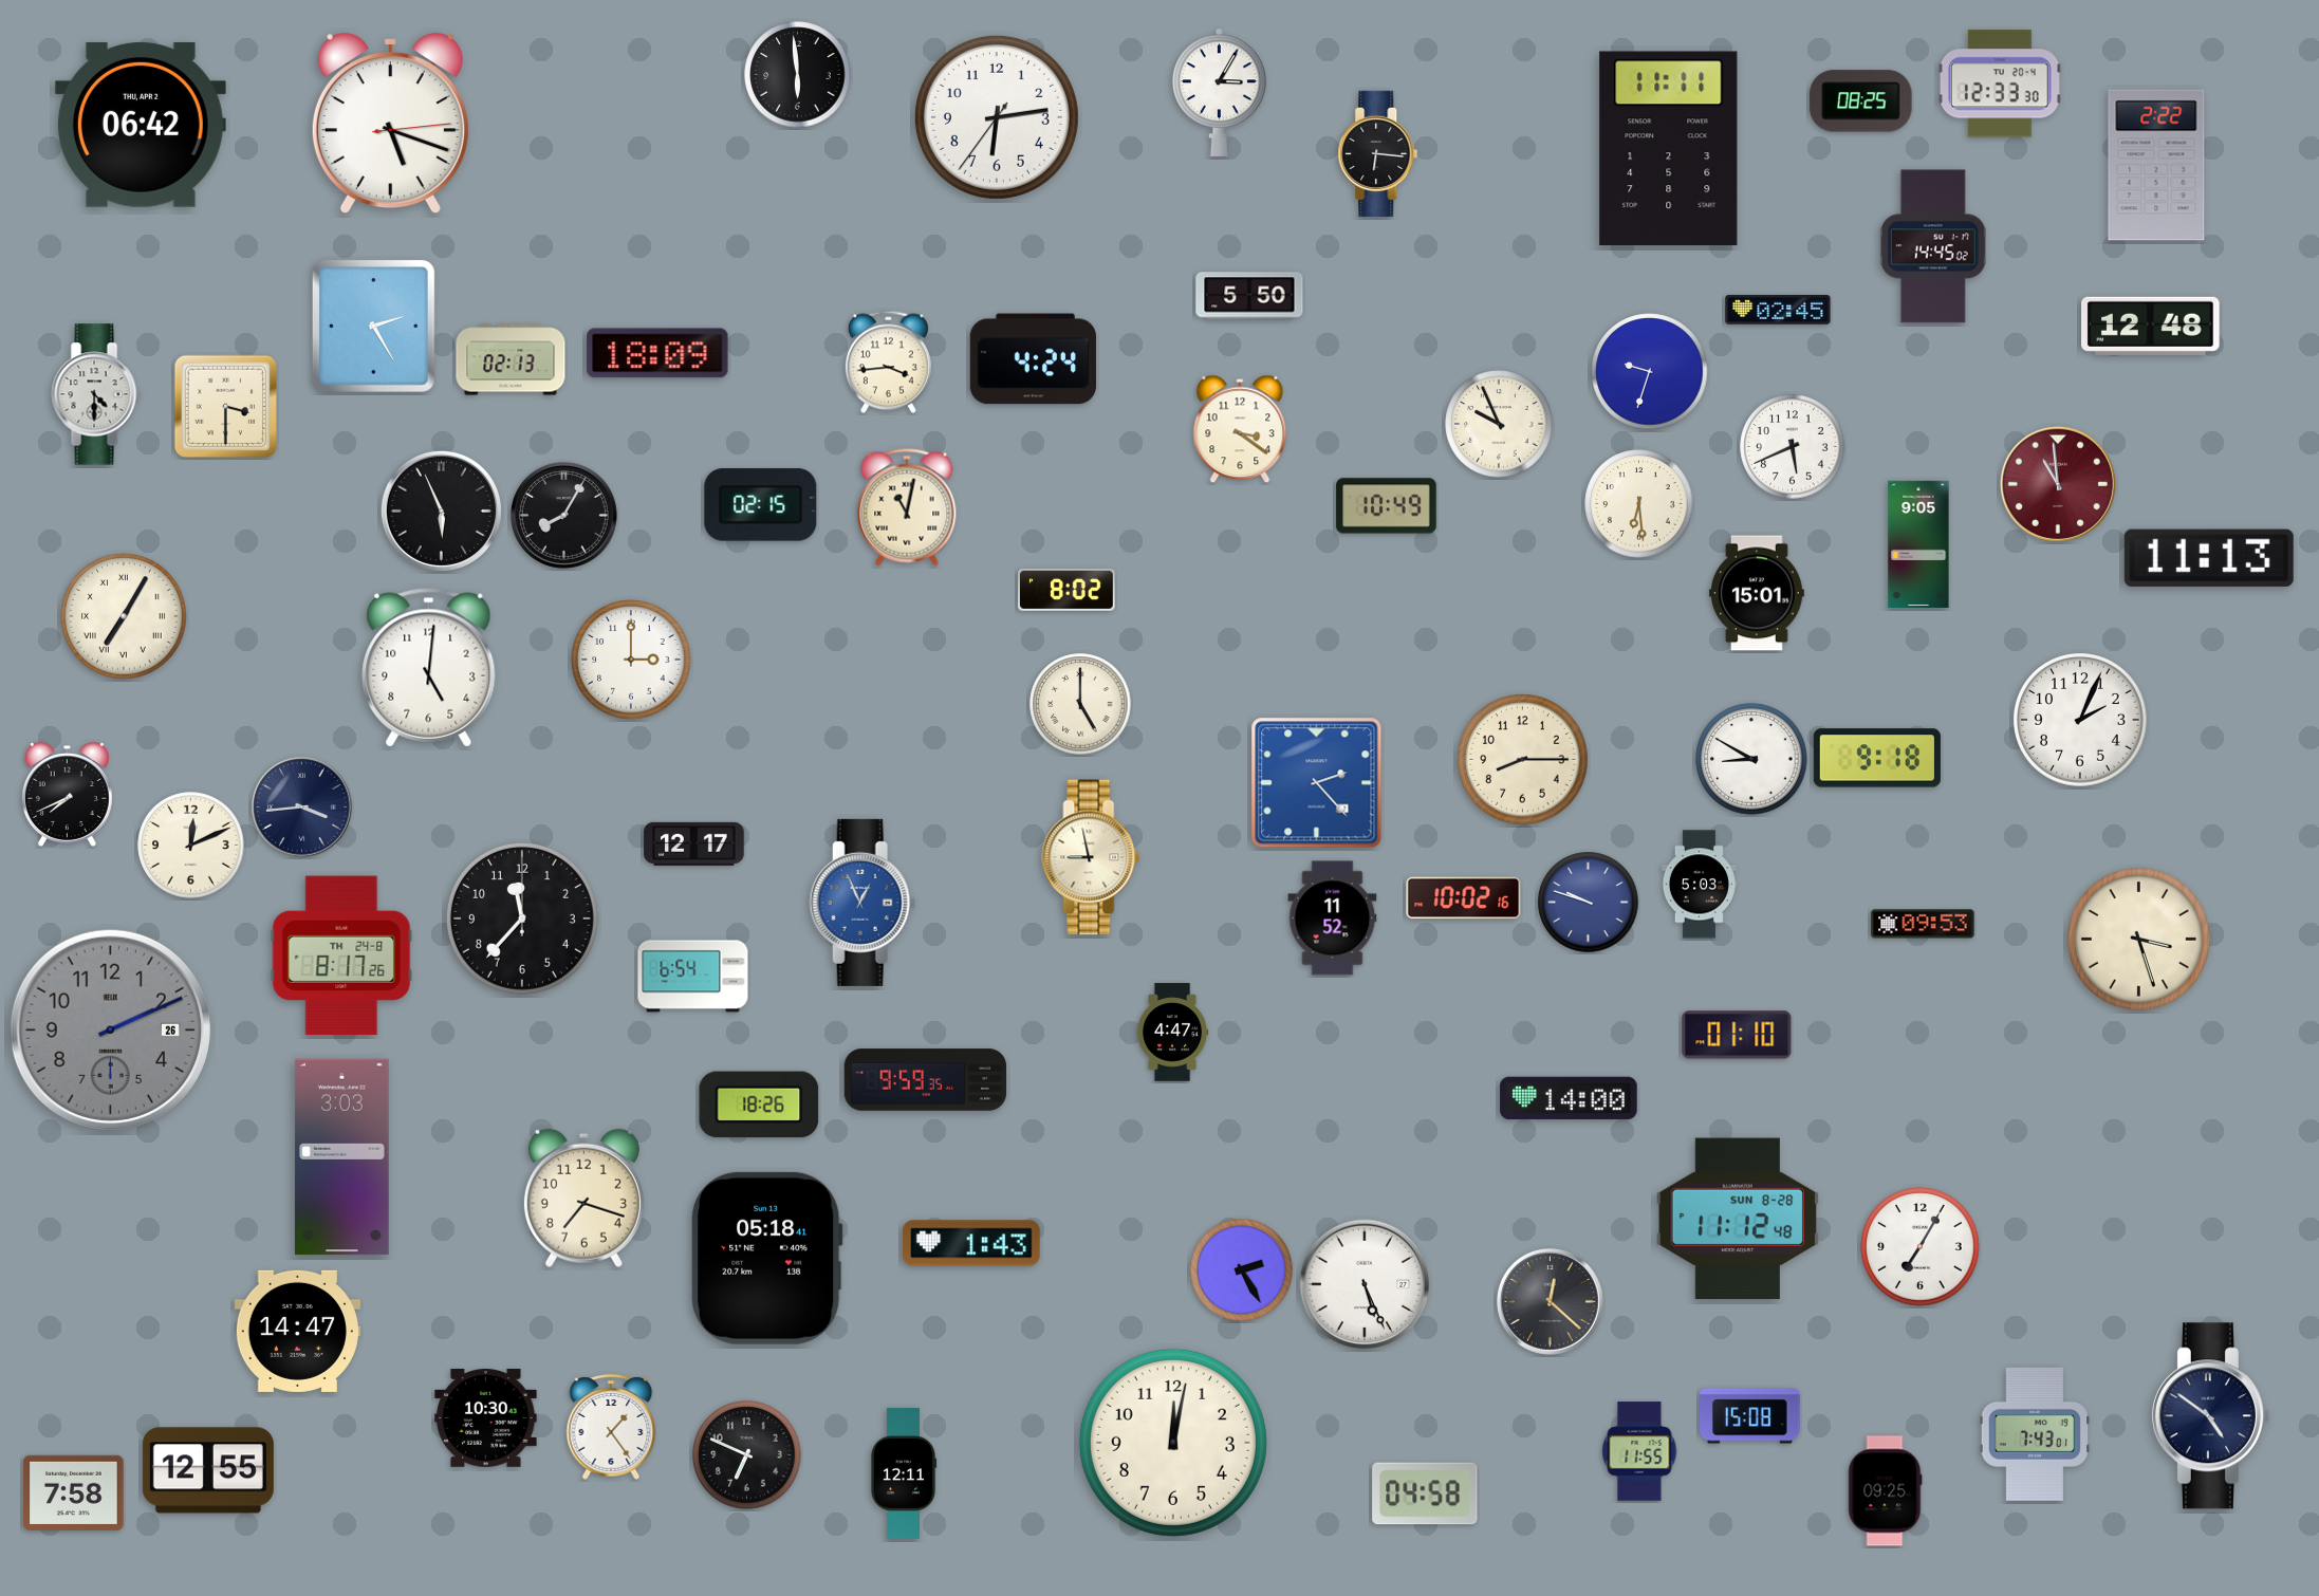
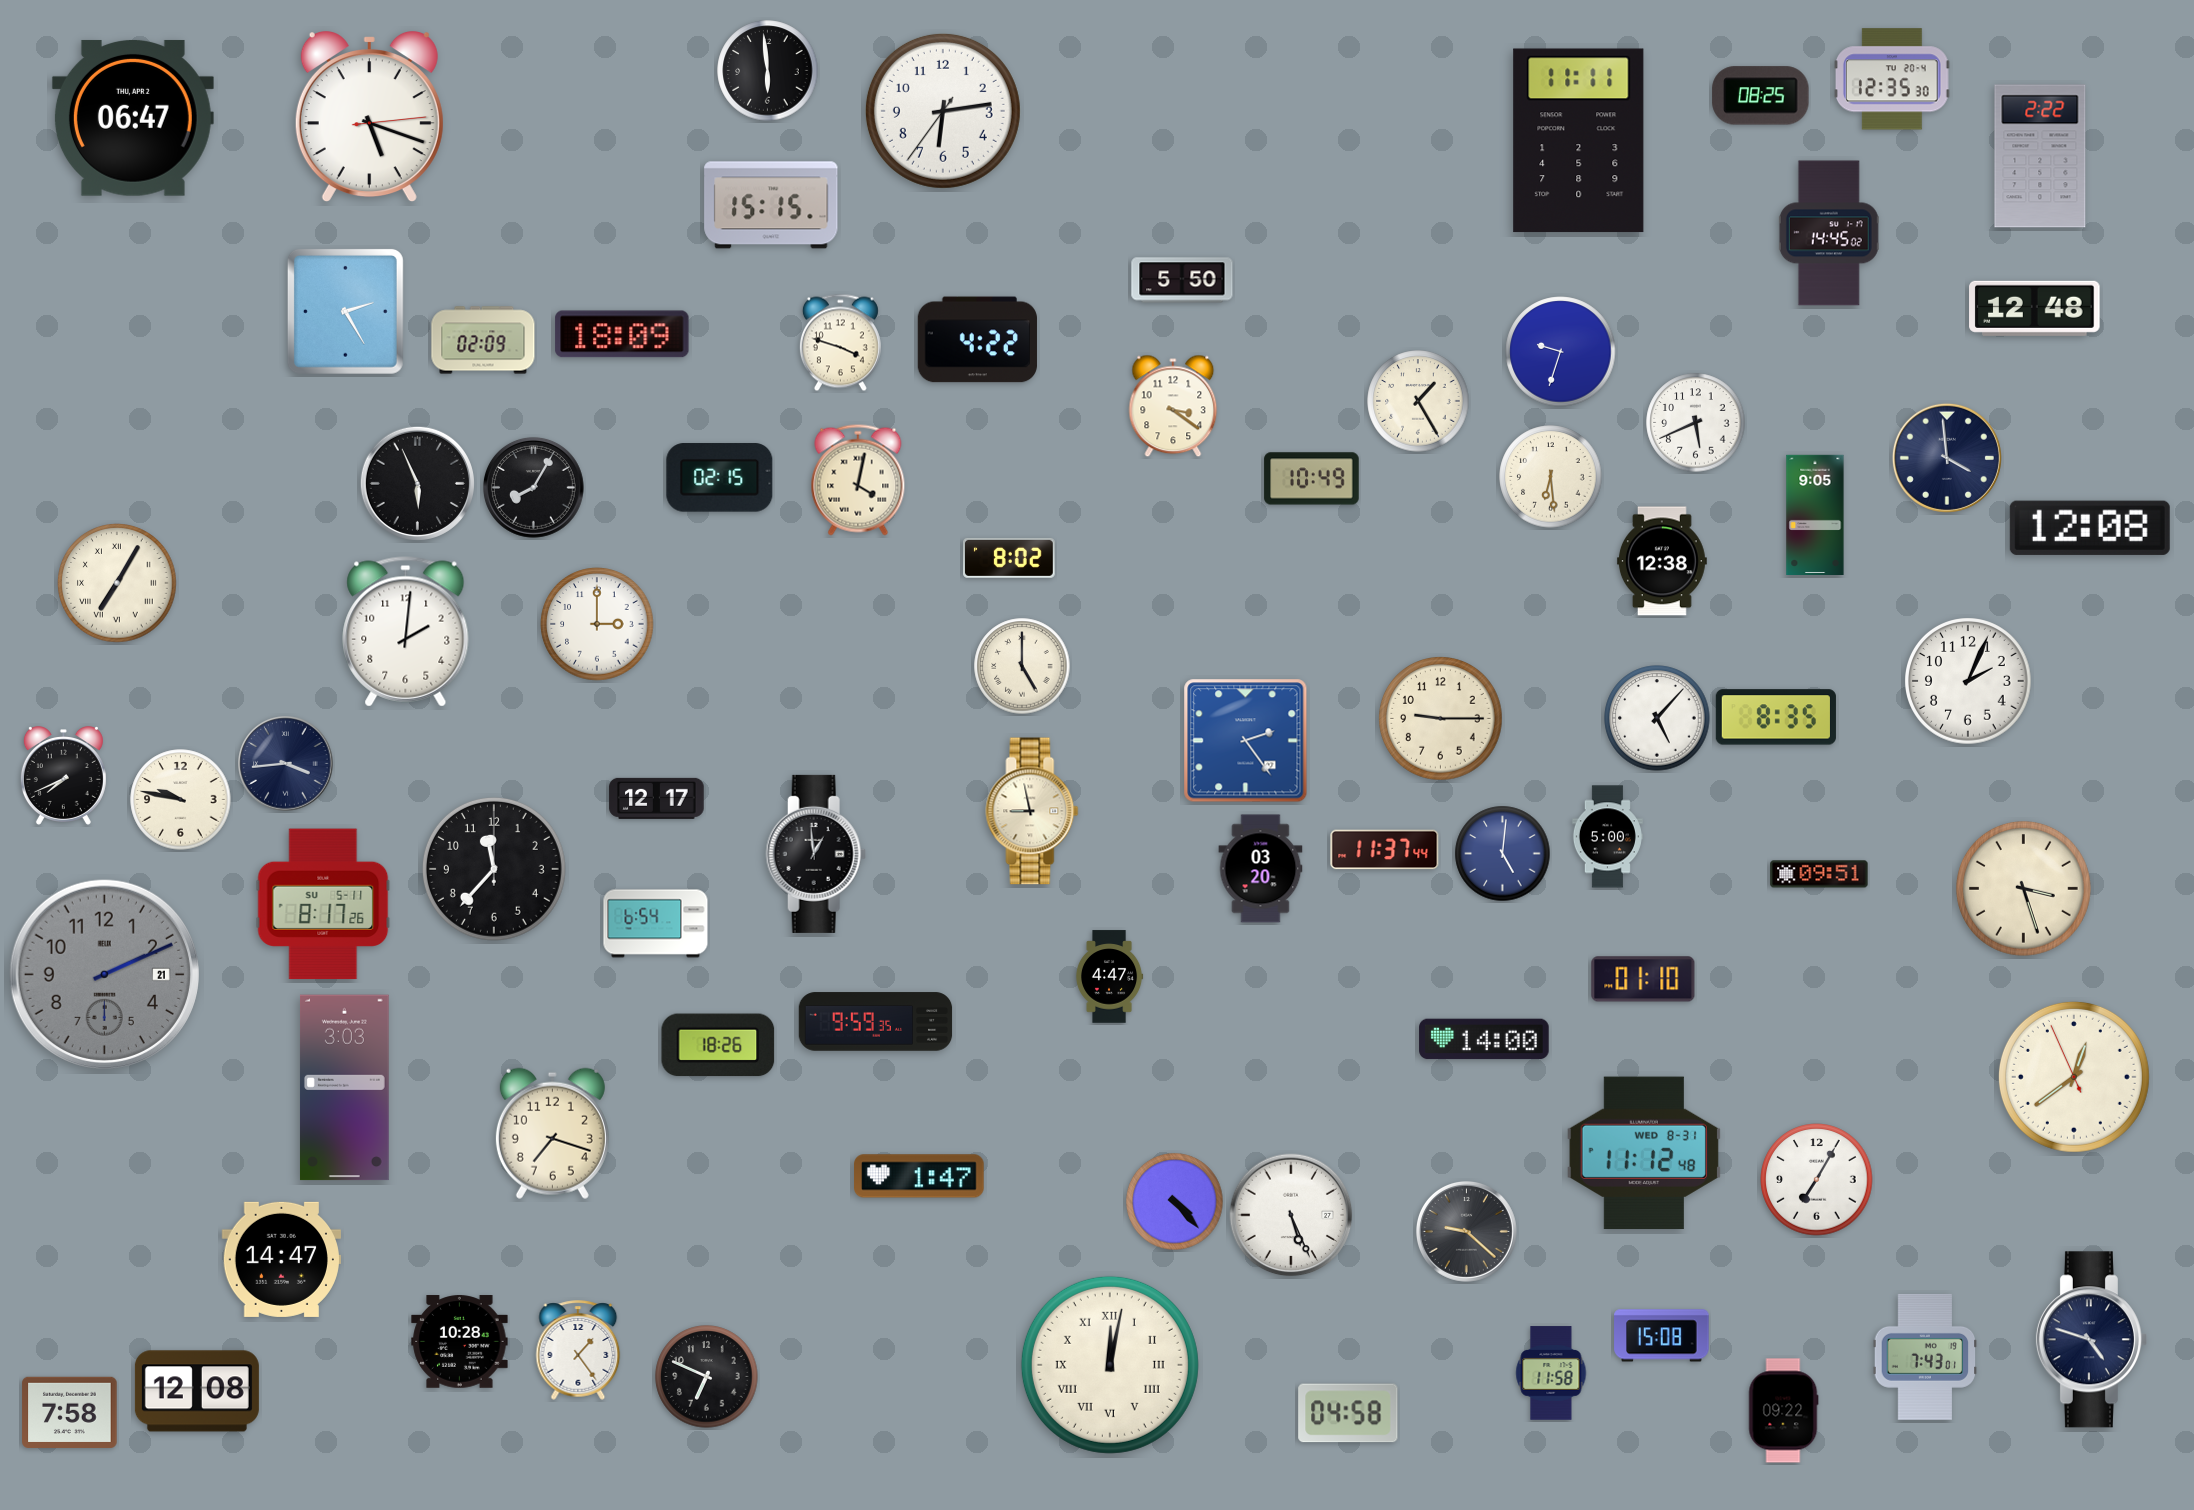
clock at (798, 75) position: (798, 75) -> (768, 71)
clock at (2001, 83): 12:33 -> 12:35
clock at (1220, 92): 3:05 -> none
clock at (141, 125): 06:42 -> 06:47
clock at (1378, 153): 6:16 -> none
clock at (771, 205): none -> 15:15
clock at (1778, 311): 02:45 -> none
clock at (373, 326) position: (373, 326) -> (345, 311)
clock at (511, 359): 02:13 -> 02:09
clock at (1033, 359): 4:24 -> 4:22
clock at (888, 363): 3:44 -> 3:48
clock at (96, 394): 4:30 -> none
clock at (226, 407): 3:30 -> none
clock at (1499, 424): 9:56 -> 1:25
clock at (2058, 484): 10:59 -> 3:59
clock at (2058, 484) dial: burgundy -> navy
clock at (907, 507): 11:02 -> 4:02
clock at (2209, 558): 11:13 -> 12:08
clock at (1757, 593): 15:01 -> 12:38
clock at (429, 668): 5:01 -> 2:01
clock at (1877, 758): 9:18 -> 8:35
clock at (1751, 759): 8:50 -> 5:07
clock at (1523, 760): 8:15 -> 9:15
clock at (1317, 783): 2:23 -> 2:24
clock at (67, 795) position: (67, 795) -> (63, 776)
clock at (191, 846): 12:11 -> 9:47
clock at (1699, 885): 5:03 -> 5:00
clock at (1464, 898): 10:02 -> 11:37
clock at (862, 903): 12:56 -> 12:59
clock at (862, 903) dial: blue -> black
clock at (1589, 903): 9:48 -> 5:01
clock at (1333, 918): 11:52 -> 03:20
clock at (1923, 924): 09:53 -> 09:51
clock at (341, 955) date: TH 24-8 -> SU 5-11
clock at (110, 1029) date: 26 -> 21
clock at (2074, 1077): none -> 12:38
clock at (342, 1157) position: (342, 1157) -> (345, 1088)
clock at (1738, 1219) date: SUN 8-28 -> WED 8-31
clock at (971, 1243): 1:43 -> 1:47
clock at (766, 1258): 05:18 -> none
clock at (1242, 1270): 2:25 -> 4:23
clock at (1551, 1302): 12:22 -> 9:22
clock at (1750, 1416) position: (1750, 1416) -> (1662, 1336)
clock at (2210, 1416): 4:51 -> 4:48
clock at (486, 1418): 10:30 -> 10:28
clock at (1173, 1443) numerals: Arabic -> Roman
clock at (1639, 1451): 11:55 -> 11:58
clock at (208, 1470): 12:55 -> 12:08
clock at (904, 1473): 12:11 -> none
clock at (1885, 1491): 09:25 -> 09:22
